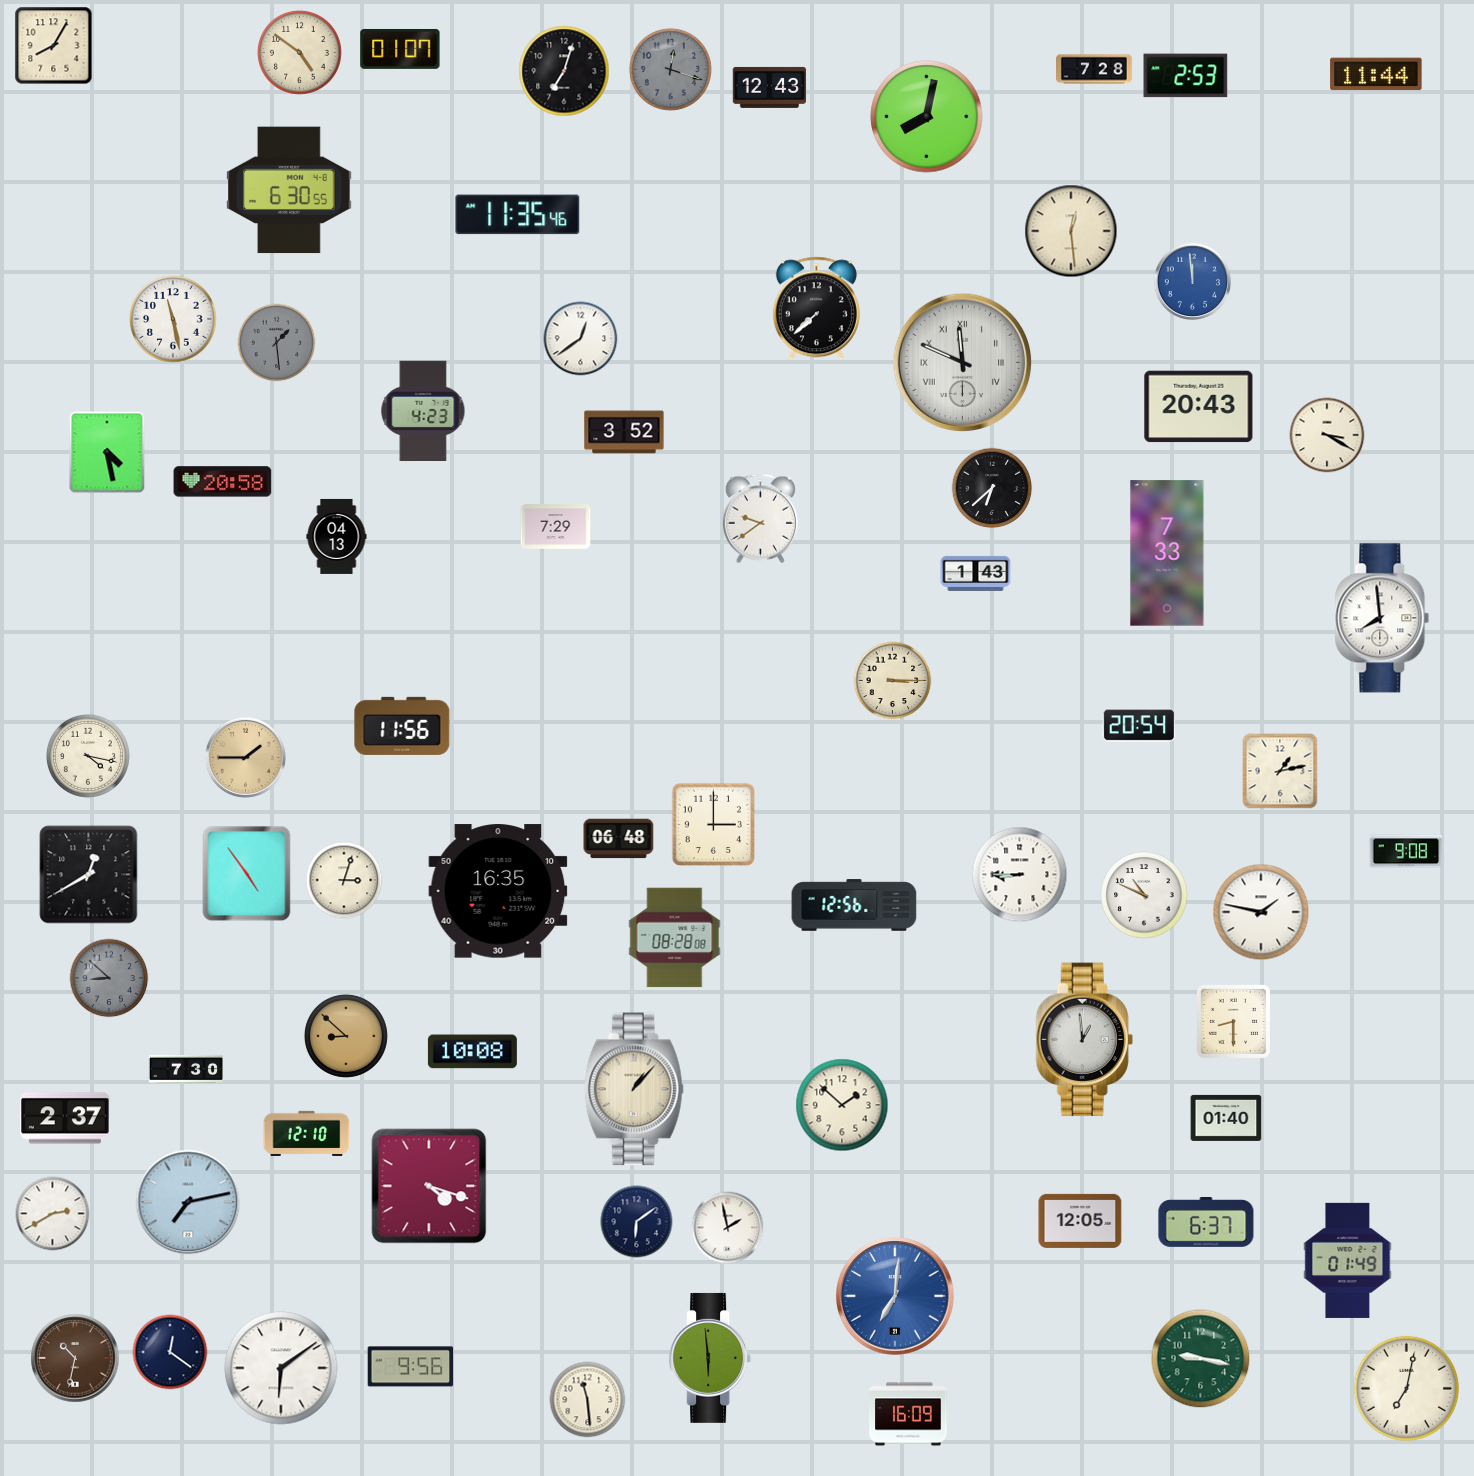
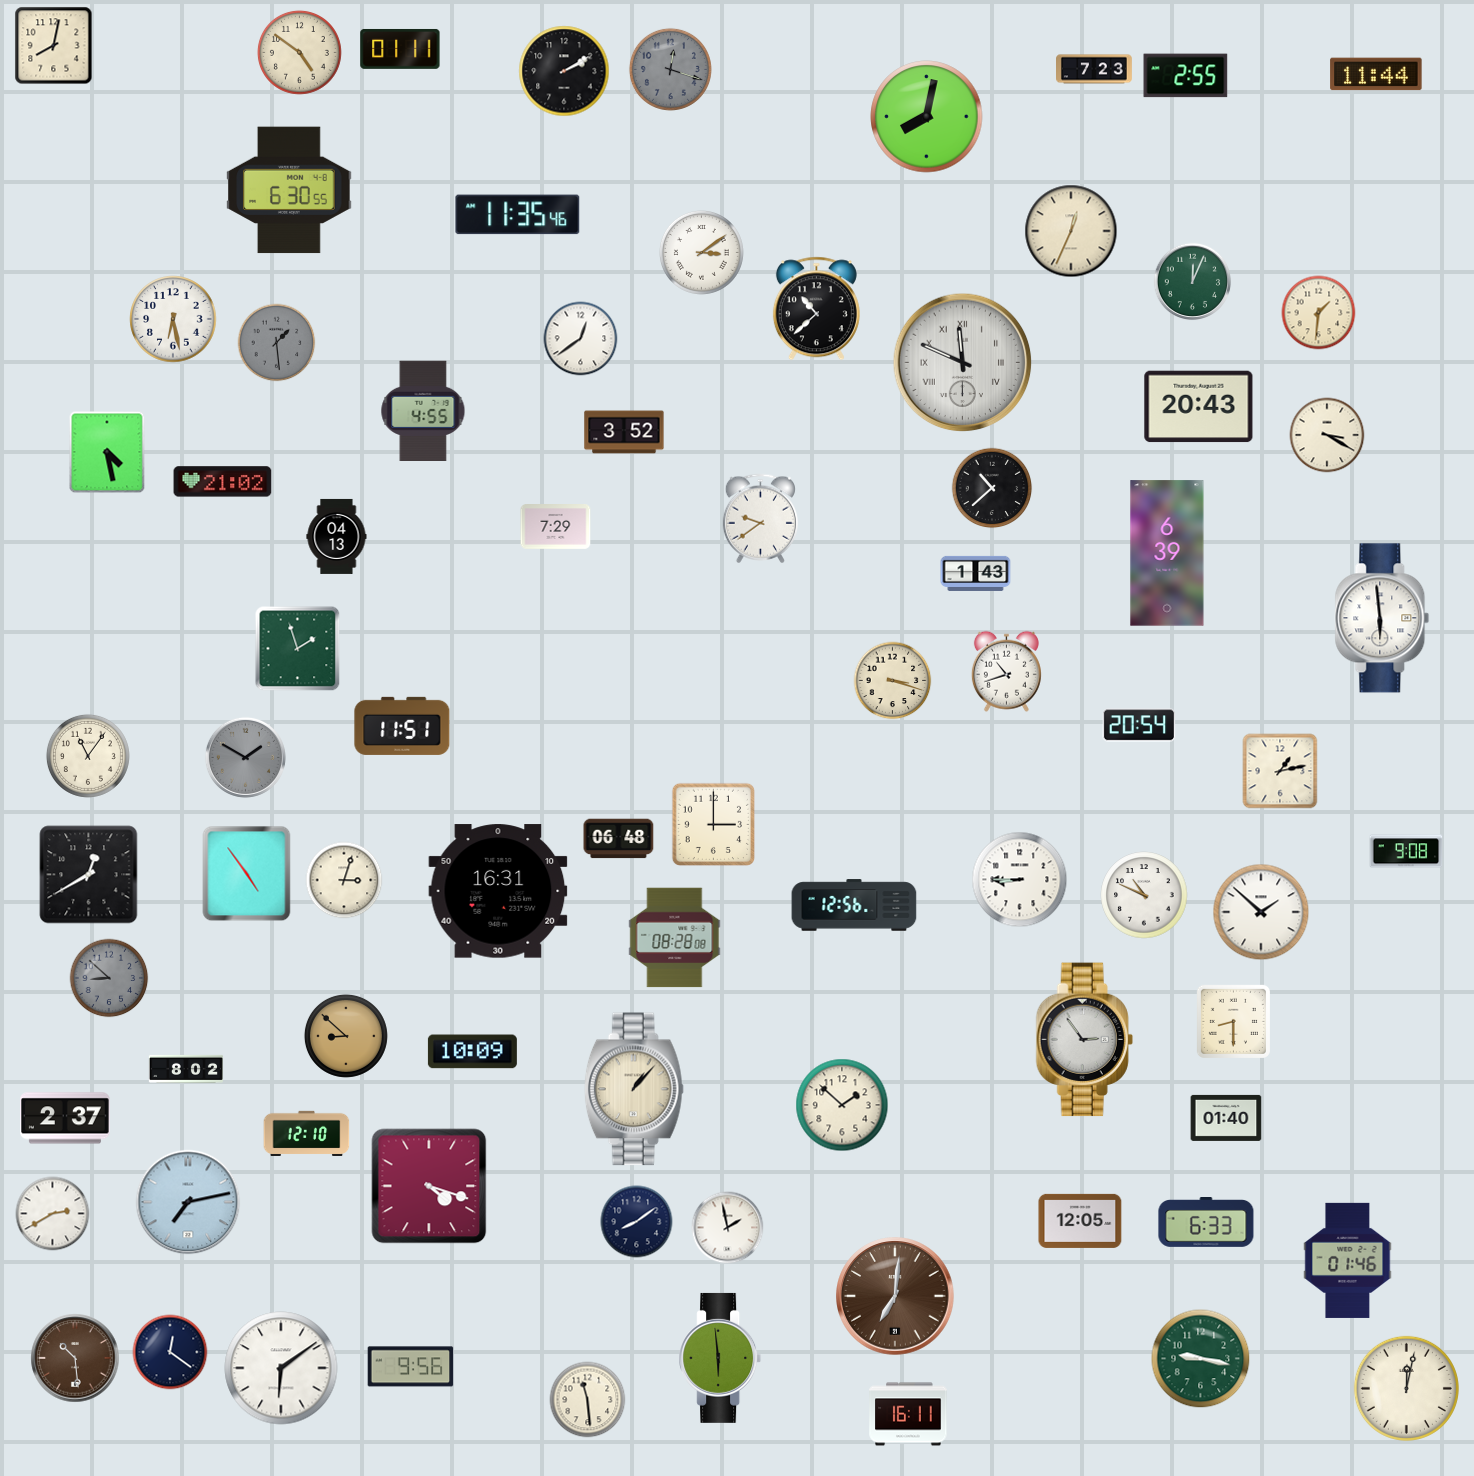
clock at (54, 46): 8:05 -> 8:02
clock at (400, 49): 01:07 -> 01:11
clock at (1095, 69): 7:28 -> 7:23
clock at (564, 71): 7:03 -> 2:10
clock at (1186, 76): 2:53 -> 2:55
clock at (770, 87): 12:43 -> none
clock at (1071, 231): 12:29 -> 12:34
clock at (701, 252): none -> 3:09
clock at (1193, 282): 11:59 -> 12:04
clock at (1193, 282) dial: blue -> green
clock at (816, 309): 7:38 -> 10:38
clock at (1319, 313): none -> 1:31
clock at (173, 319): 11:28 -> 6:28
clock at (423, 410): 4:23 -> 4:55
clock at (223, 482): 20:58 -> 21:02
clock at (992, 488): 6:38 -> 10:38
clock at (1167, 553): 7:33 -> 6:39
clock at (1382, 618): 7:59 -> 5:59
clock at (298, 649): none -> 1:57
clock at (1006, 671): none -> 10:42
clock at (893, 681): 3:15 -> 3:18
clock at (402, 726): 11:56 -> 11:51
clock at (88, 756): 4:17 -> 11:06
clock at (245, 757): 1:45 -> 1:50
clock at (245, 757) dial: champagne -> grey
clock at (1020, 875) position: (1020, 875) -> (1020, 880)
clock at (498, 891): 16:35 -> 16:31
clock at (1261, 912): 1:47 -> 1:52
clock at (1084, 1040): 12:59 -> 2:54
clock at (472, 1052): 10:08 -> 10:09
clock at (186, 1069): 7:30 -> 8:02
clock at (637, 1222): 6:09 -> 8:09
clock at (1206, 1223): 6:37 -> 6:33
clock at (1348, 1260): 01:49 -> 01:46
clock at (895, 1296) dial: blue -> brown
clock at (75, 1358): 10:32 -> 10:29
clock at (710, 1358) position: (710, 1358) -> (720, 1358)
clock at (1406, 1388): 7:02 -> 12:02
clock at (908, 1414): 16:09 -> 16:11
